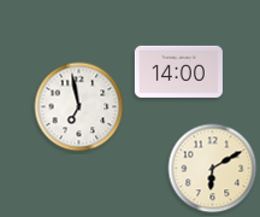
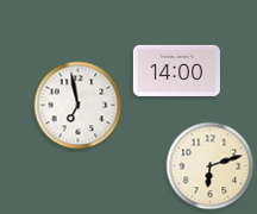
clock at (213, 169): 6:10 -> 6:12
